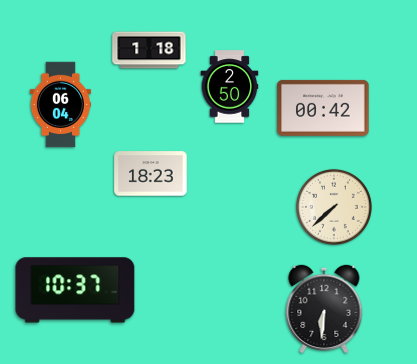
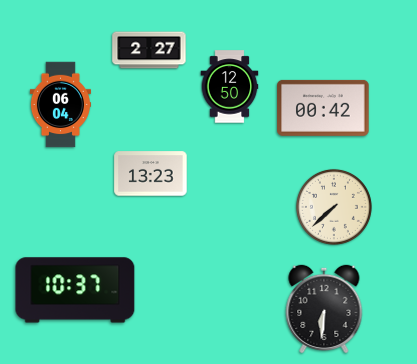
clock at (149, 50): 1:18 -> 2:27
clock at (230, 87): 2:50 -> 12:50
clock at (151, 174): 18:23 -> 13:23
